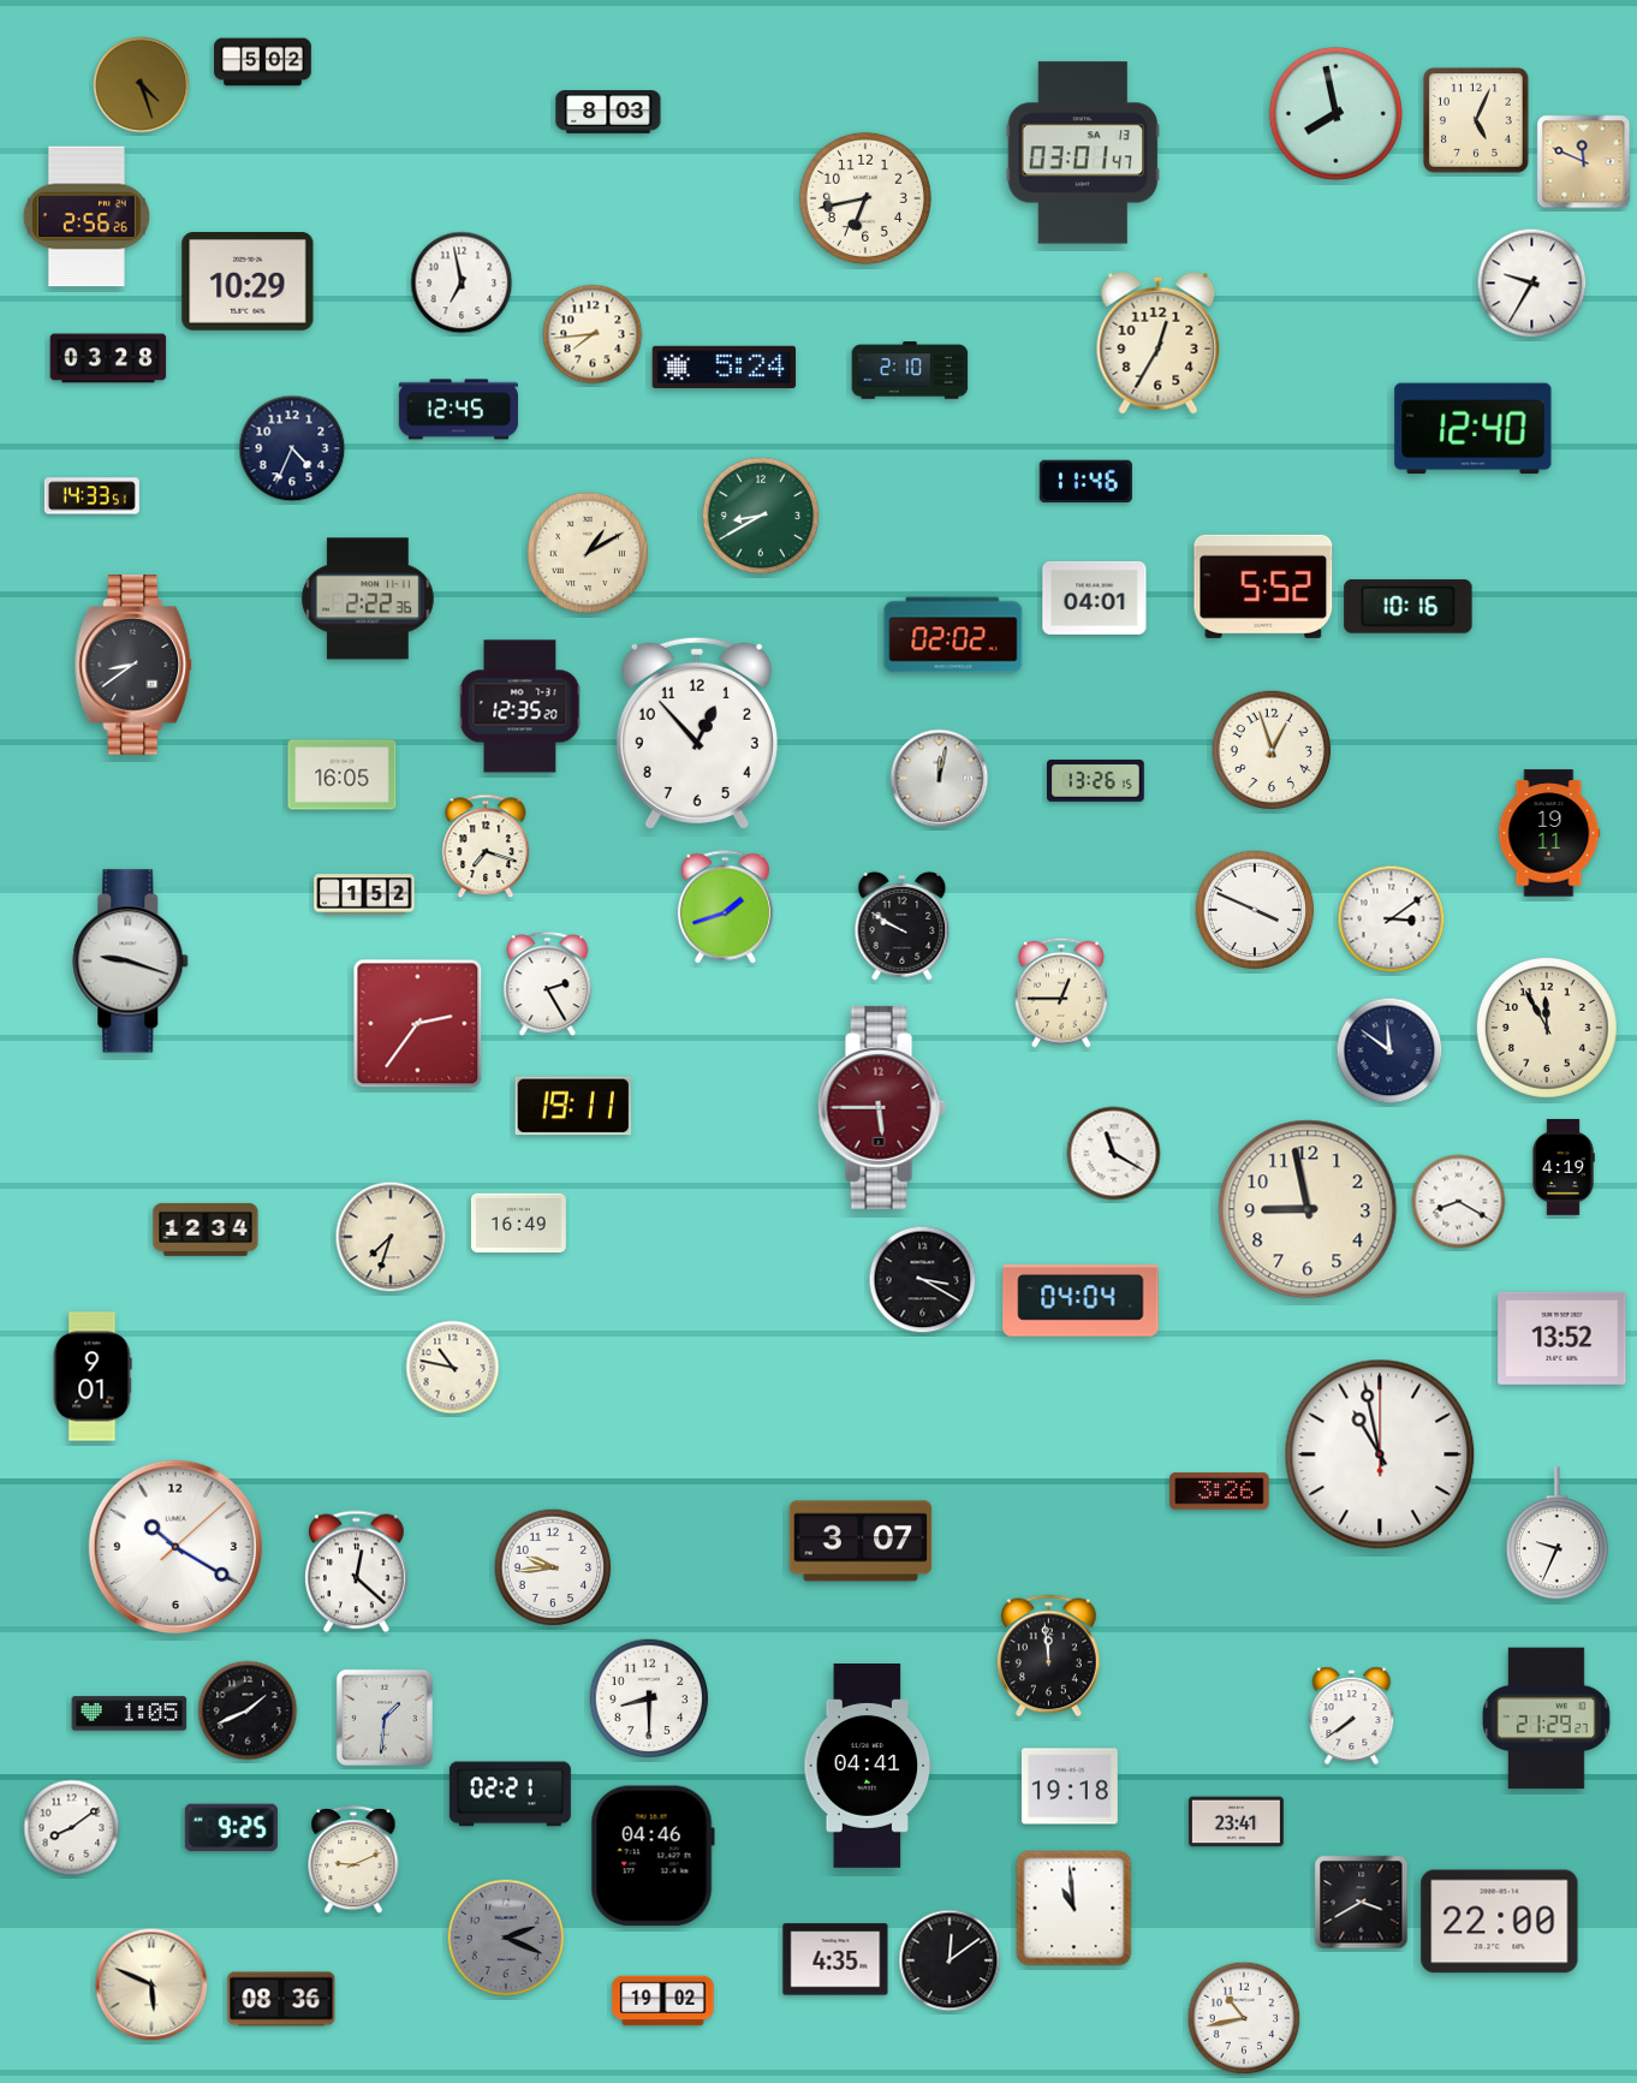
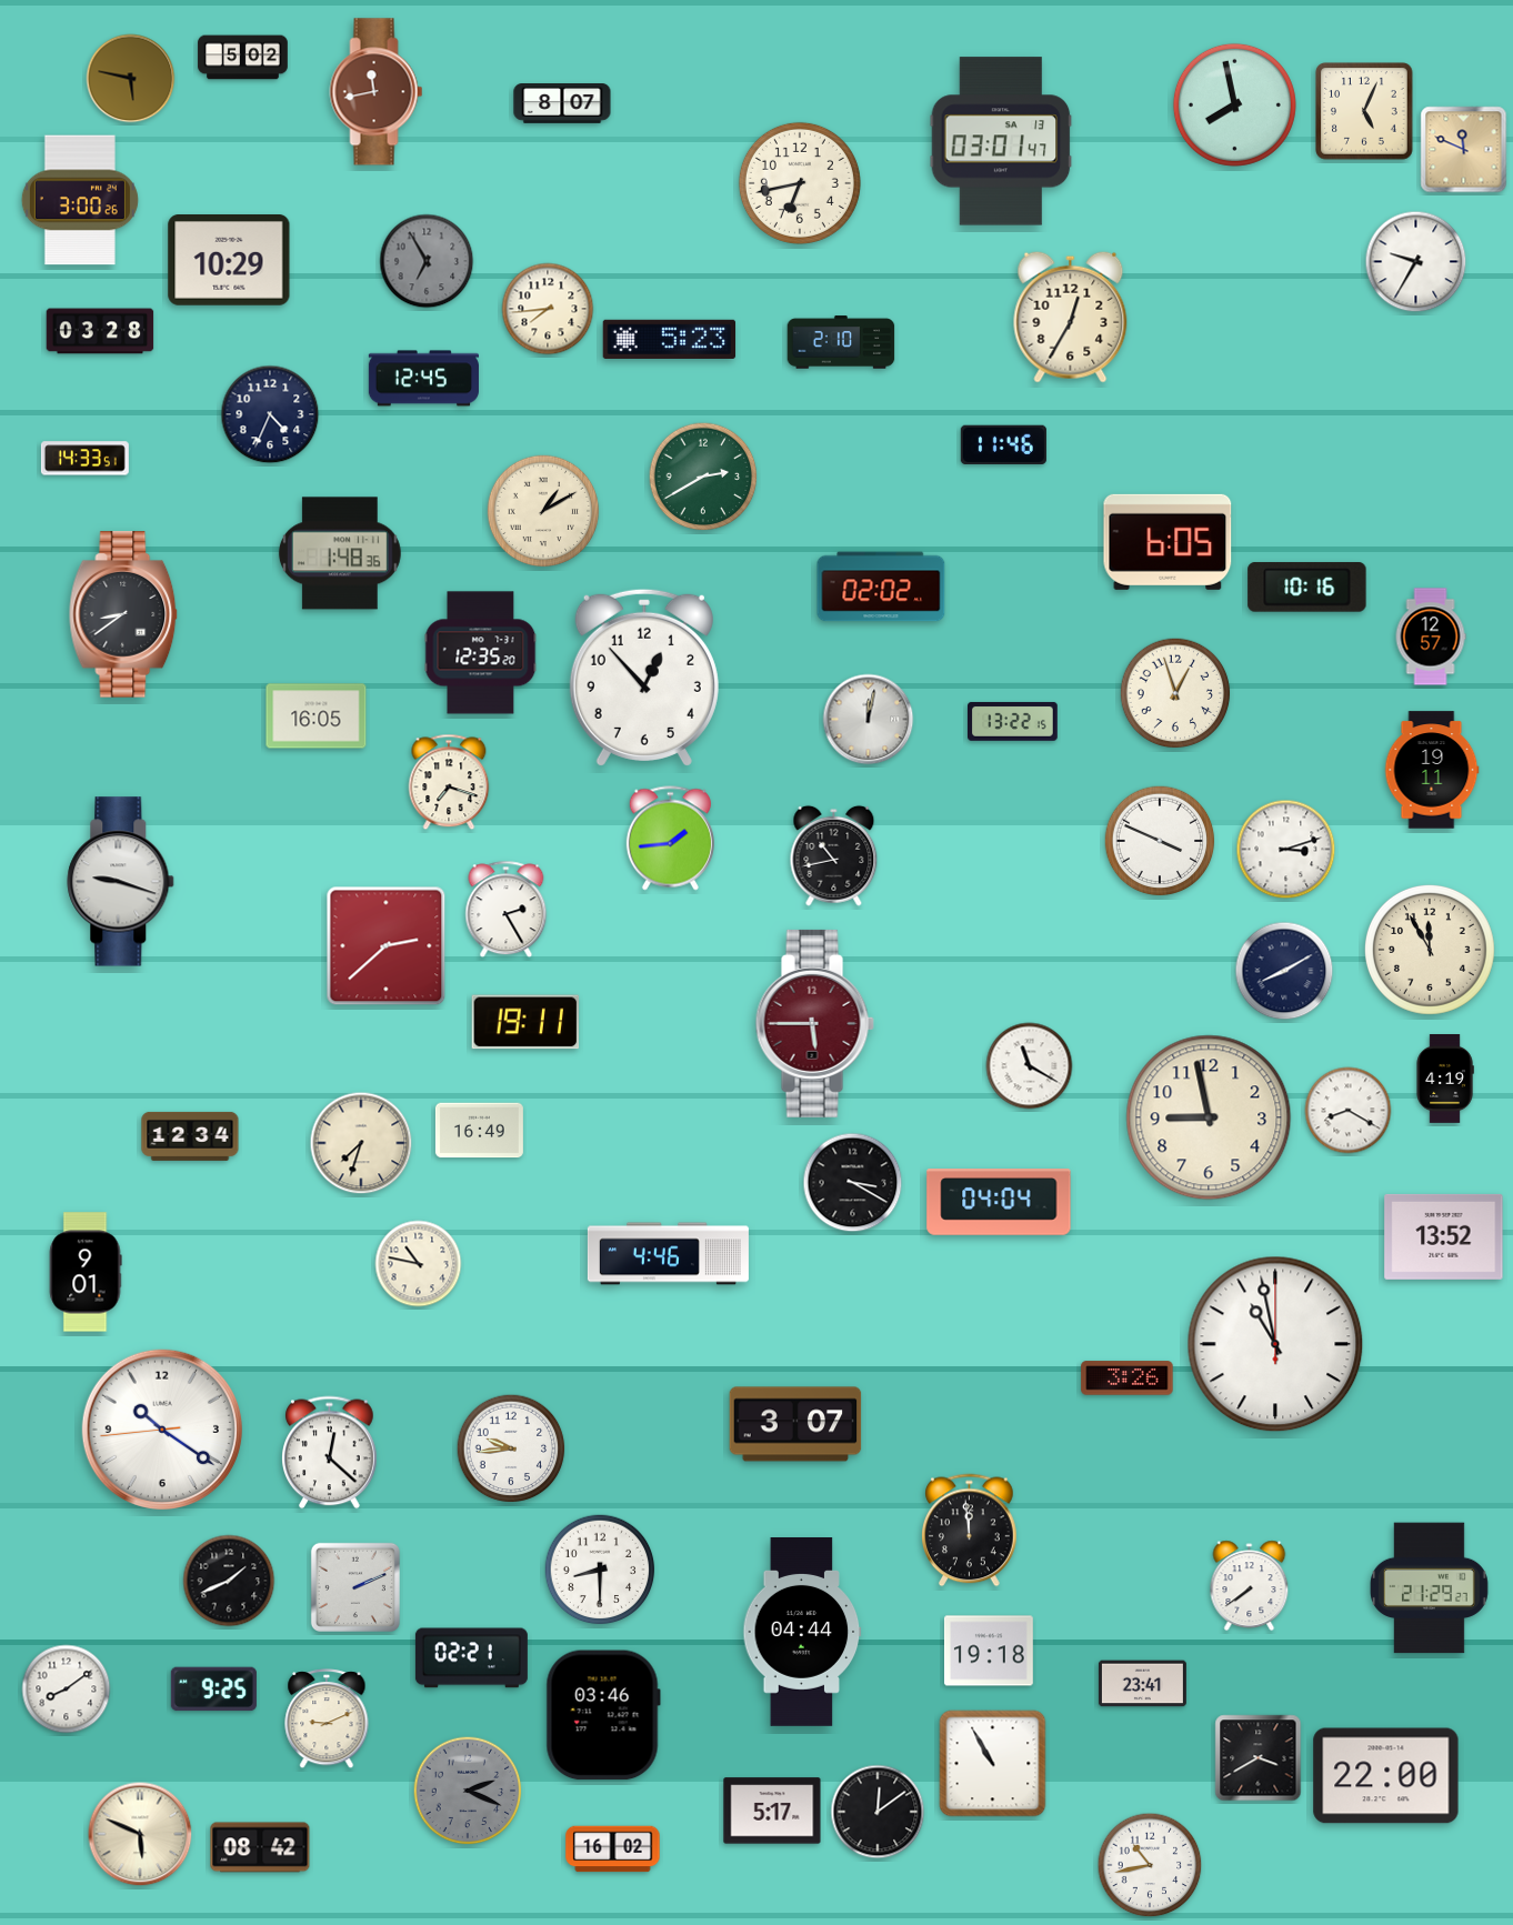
clock at (142, 85): 4:27 -> 5:47
clock at (377, 92): none -> 11:43
clock at (608, 113): 8:03 -> 8:07
clock at (87, 216): 2:56 -> 3:00
clock at (462, 282): 6:58 -> 6:55
clock at (462, 282) dial: white -> grey
clock at (725, 367): 5:24 -> 5:23
clock at (1474, 429): 12:40 -> none
clock at (761, 516): 8:40 -> 2:40
clock at (1263, 587): 5:52 -> 6:05
clock at (1095, 597): 04:01 -> none
clock at (368, 599): 2:22 -> 1:48
clock at (1409, 607) position: (1409, 607) -> (1307, 588)
clock at (1431, 636): none -> 12:57
clock at (1096, 780): 13:26 -> 13:22
clock at (364, 894): 1:52 -> none
clock at (725, 907): 1:42 -> 1:44
clock at (1392, 920): 3:09 -> 3:12
clock at (903, 926): 9:50 -> 10:43
clock at (131, 962) position: (131, 962) -> (121, 882)
clock at (1061, 993): 12:45 -> none
clock at (418, 1024): 2:36 -> 2:38
clock at (1389, 1051): 11:51 -> 8:10
clock at (573, 1106) position: (573, 1106) -> (525, 1022)
clock at (668, 1254): none -> 4:46
clock at (1556, 1534): 9:34 -> none
clock at (174, 1546): 10:20:08 -> 10:20:44
clock at (130, 1714): 1:05 -> none
clock at (385, 1718): 1:31 -> 2:11
clock at (868, 1767): 04:41 -> 04:44
clock at (653, 1856): 04:46 -> 03:46
clock at (1075, 1909): 10:59 -> 10:55
clock at (835, 1959): 4:35 -> 5:17
clock at (281, 1999): 08:36 -> 08:42
clock at (663, 2001): 19:02 -> 16:02
